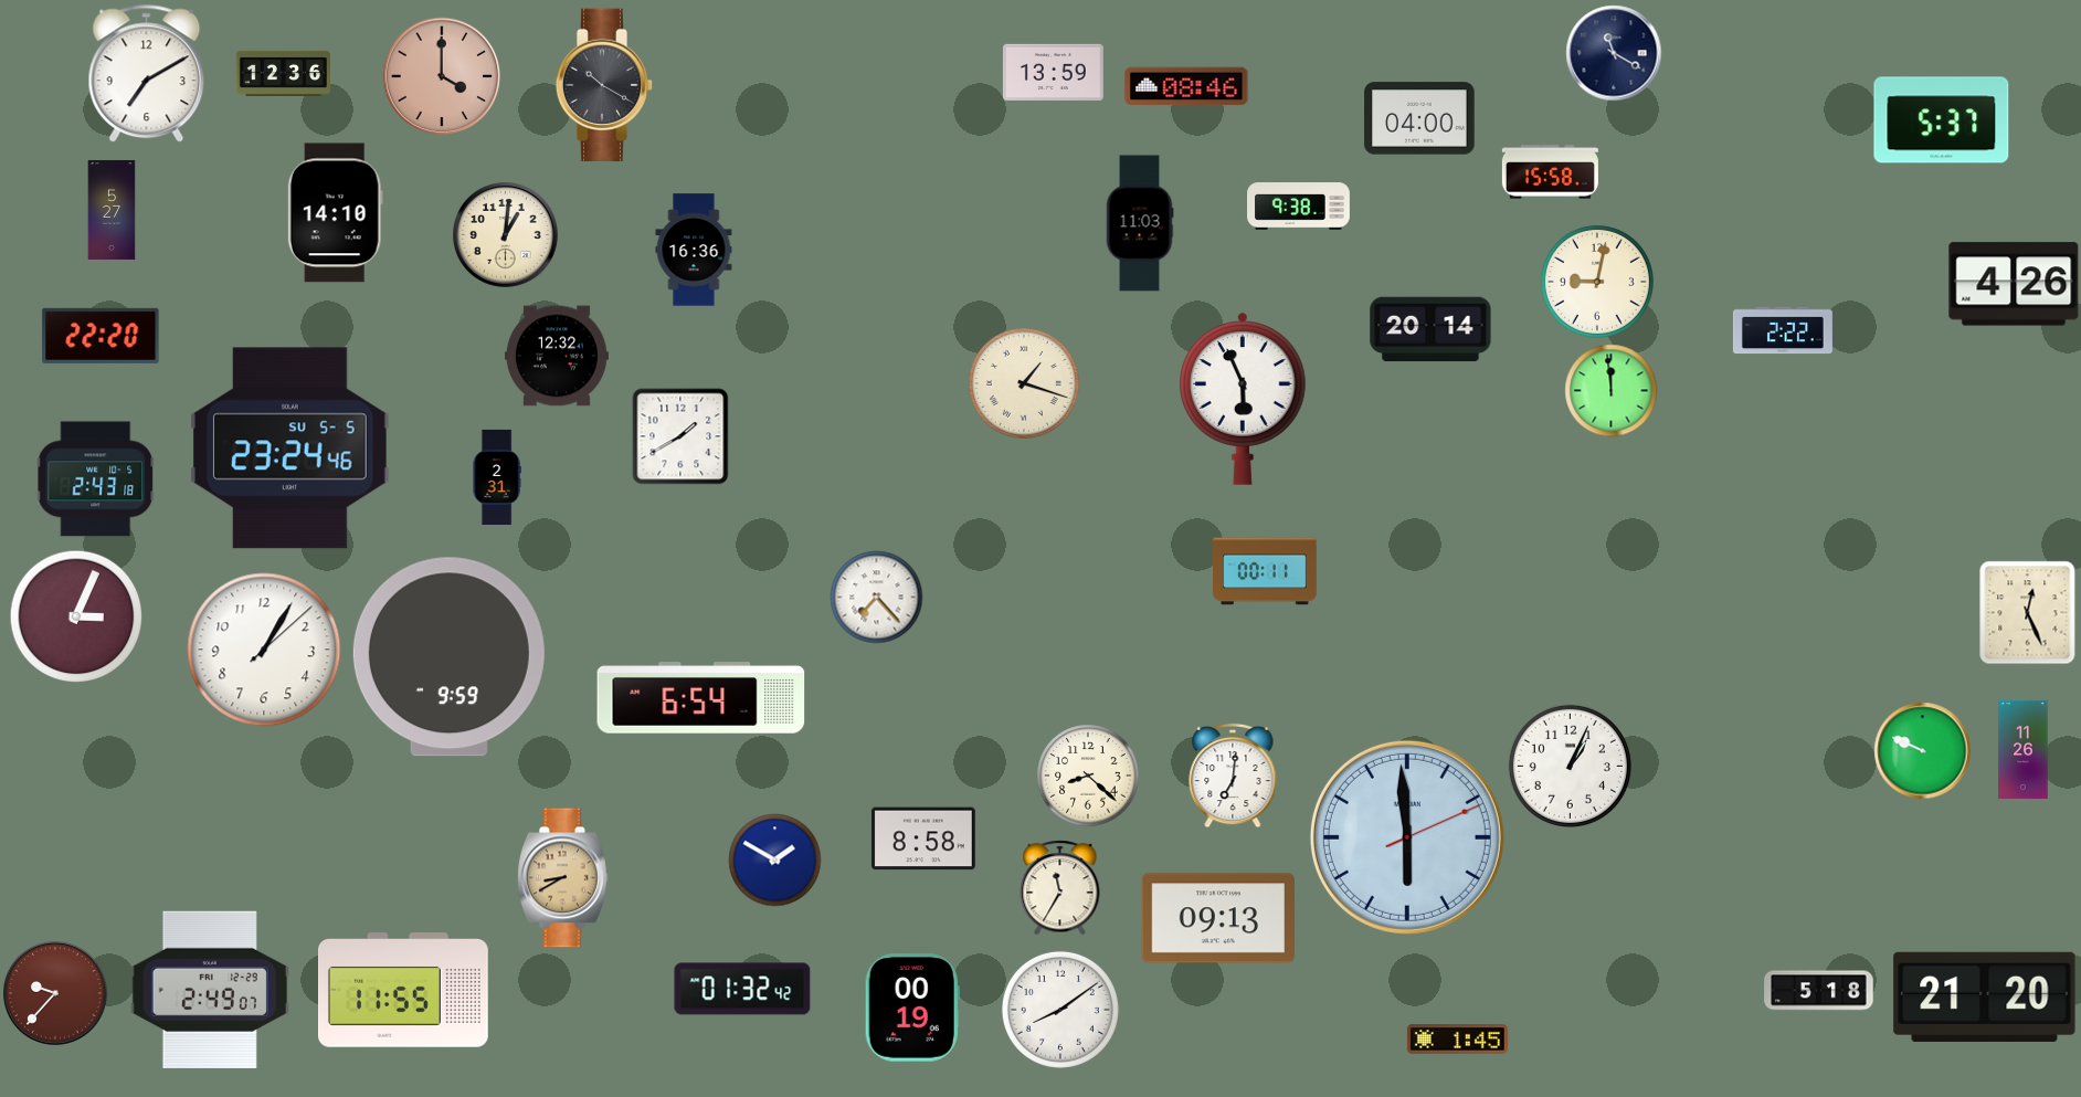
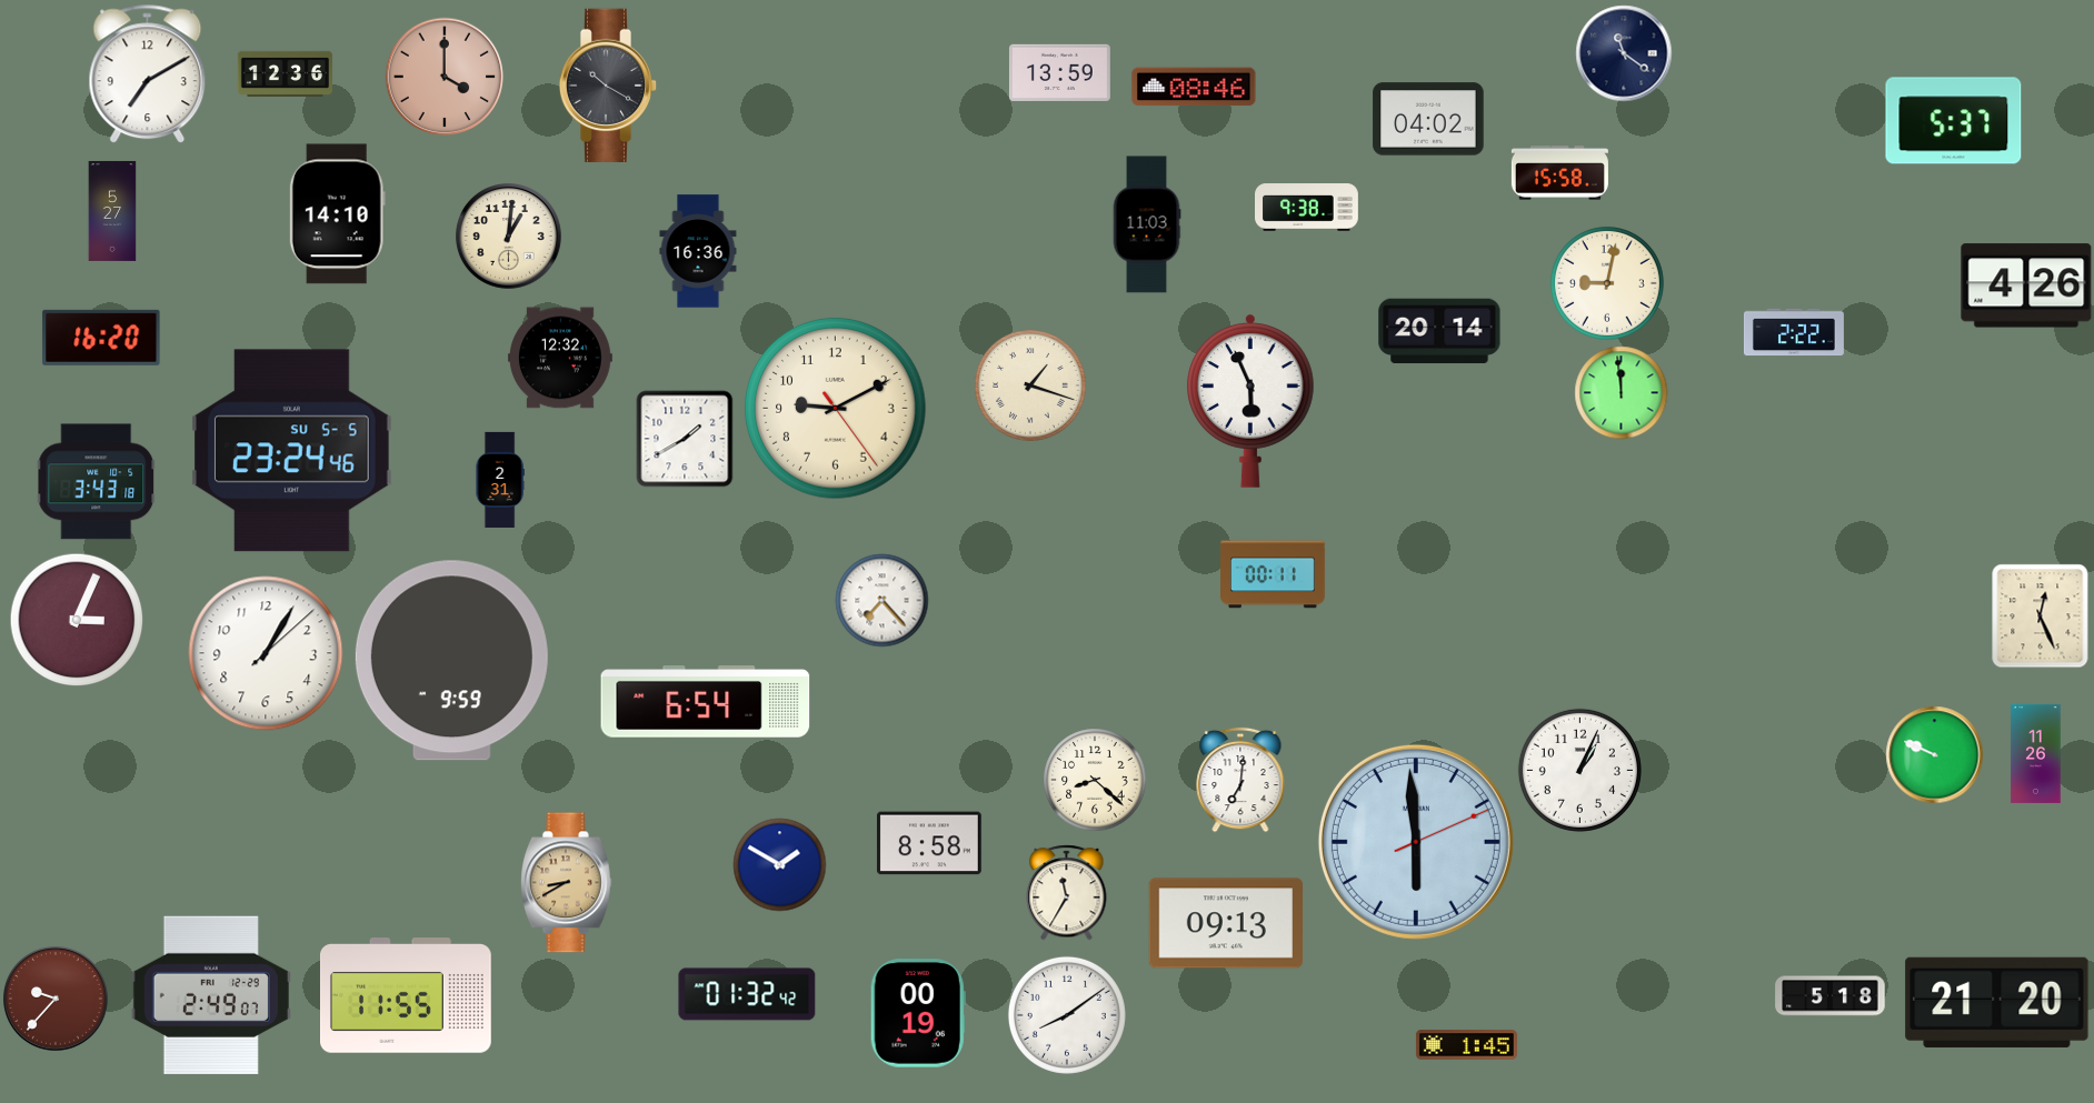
clock at (1614, 53): 11:20 -> 11:21
clock at (1419, 118): 04:00 -> 04:02
clock at (101, 336): 22:20 -> 16:20
clock at (836, 409): none -> 9:10
clock at (95, 479): 2:43 -> 3:43
